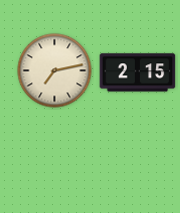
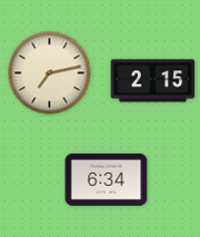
clock at (55, 71) position: (55, 71) -> (50, 73)
clock at (107, 179): none -> 6:34
